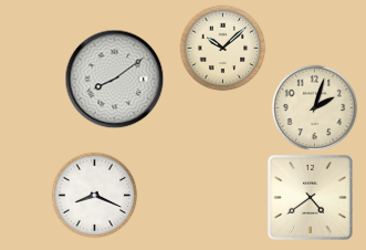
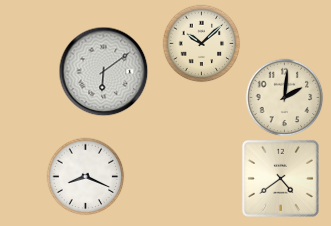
clock at (114, 79): 8:09 -> 6:09
clock at (314, 107): 2:03 -> 2:01
